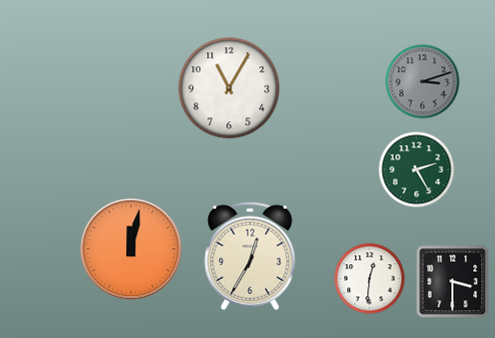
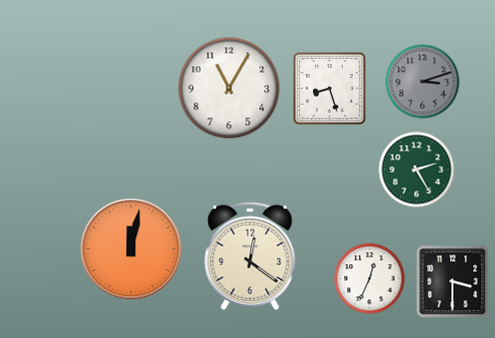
clock at (330, 89): none -> 8:27
clock at (250, 256): 12:35 -> 12:21
clock at (370, 279): 12:31 -> 12:34
